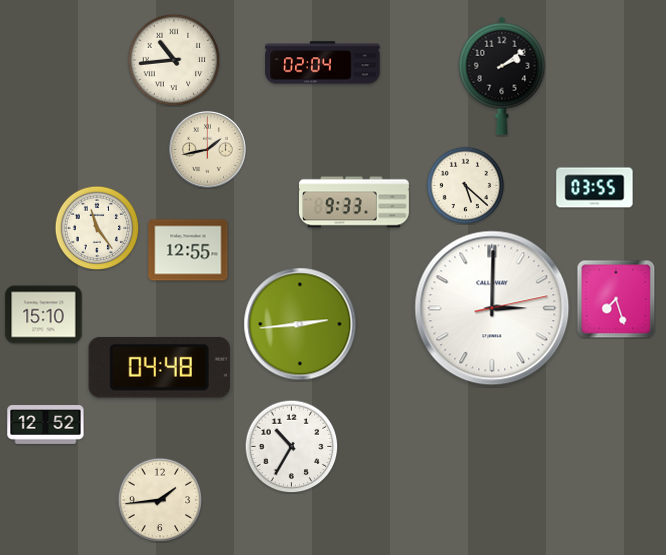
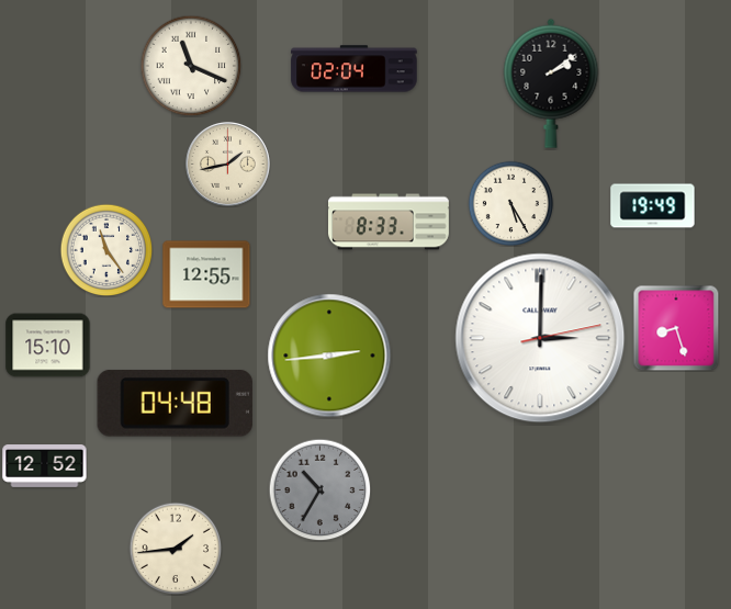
clock at (174, 60): 10:44 -> 11:19
clock at (465, 185): 5:22 -> 5:25
clock at (595, 188): 03:55 -> 19:49
clock at (355, 202): 9:33 -> 8:33
clock at (616, 299): 7:27 -> 8:27
clock at (46, 425) position: (46, 425) -> (45, 466)
clock at (291, 446) dial: white -> grey
